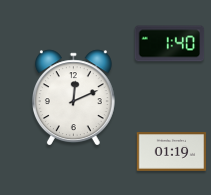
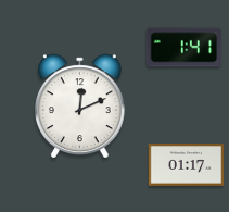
clock at (170, 44): 1:40 -> 1:41
clock at (172, 152): 01:19 -> 01:17
